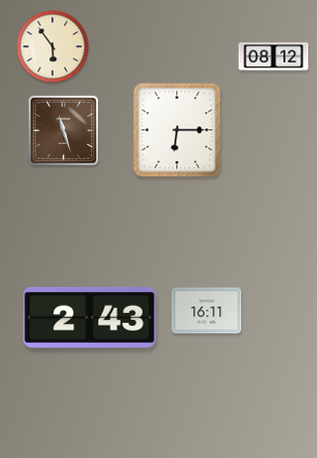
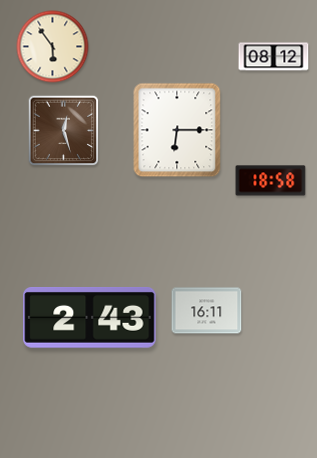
clock at (64, 131): 11:27 -> 12:27
clock at (271, 181): none -> 18:58
